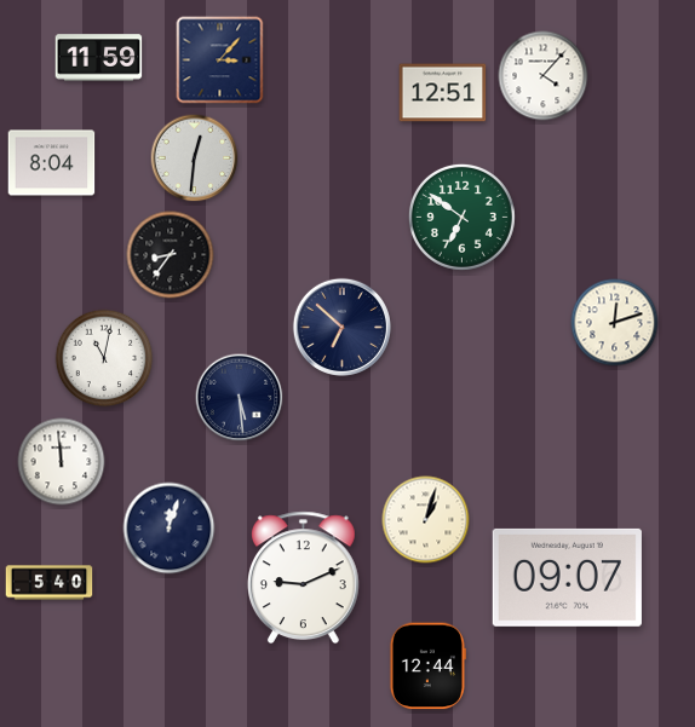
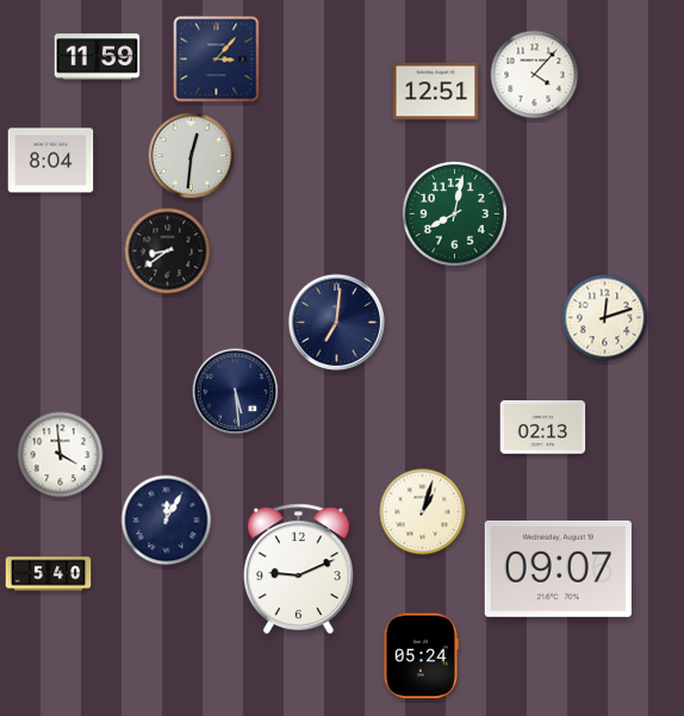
clock at (461, 217): 6:51 -> 8:02
clock at (171, 255): 8:36 -> 8:39
clock at (341, 327): 6:52 -> 7:01
clock at (104, 358): 11:02 -> none
clock at (543, 428): none -> 02:13
clock at (62, 462): 11:59 -> 3:59
clock at (426, 520) position: (426, 520) -> (423, 512)
clock at (170, 529): 12:03 -> 12:05
clock at (427, 667): 12:44 -> 05:24
